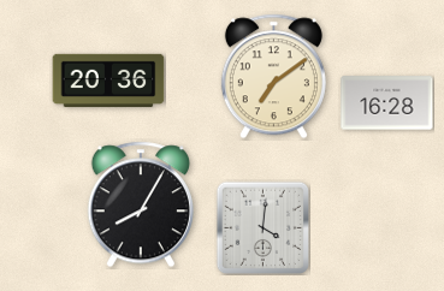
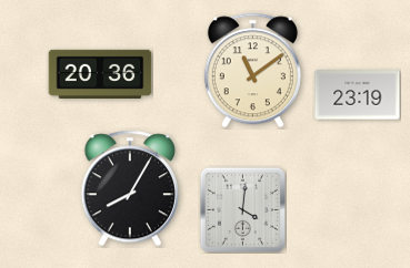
clock at (273, 77): 7:09 -> 11:09
clock at (387, 103): 16:28 -> 23:19
